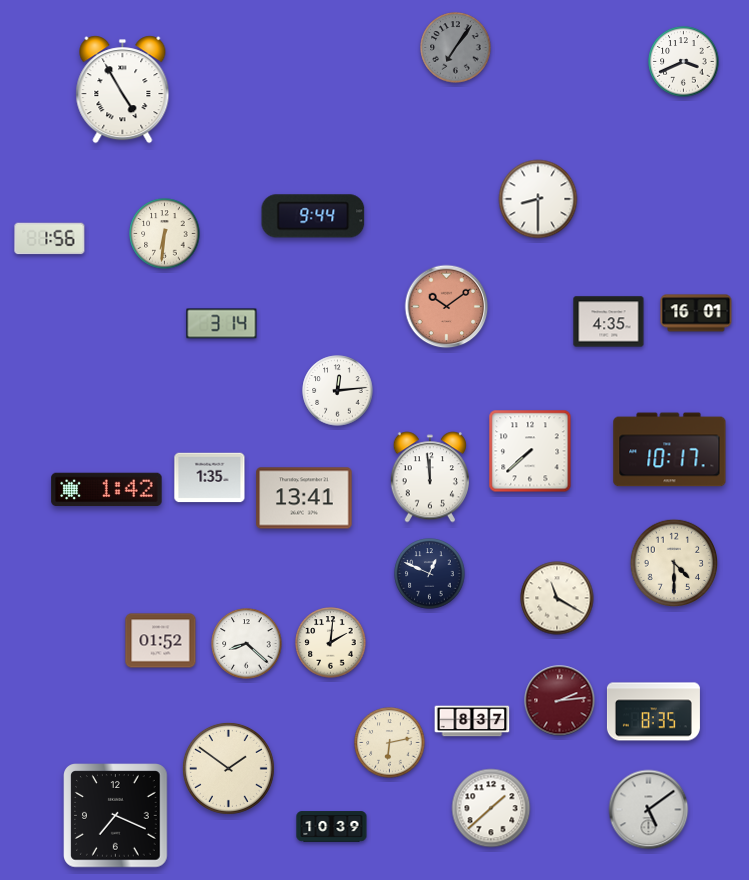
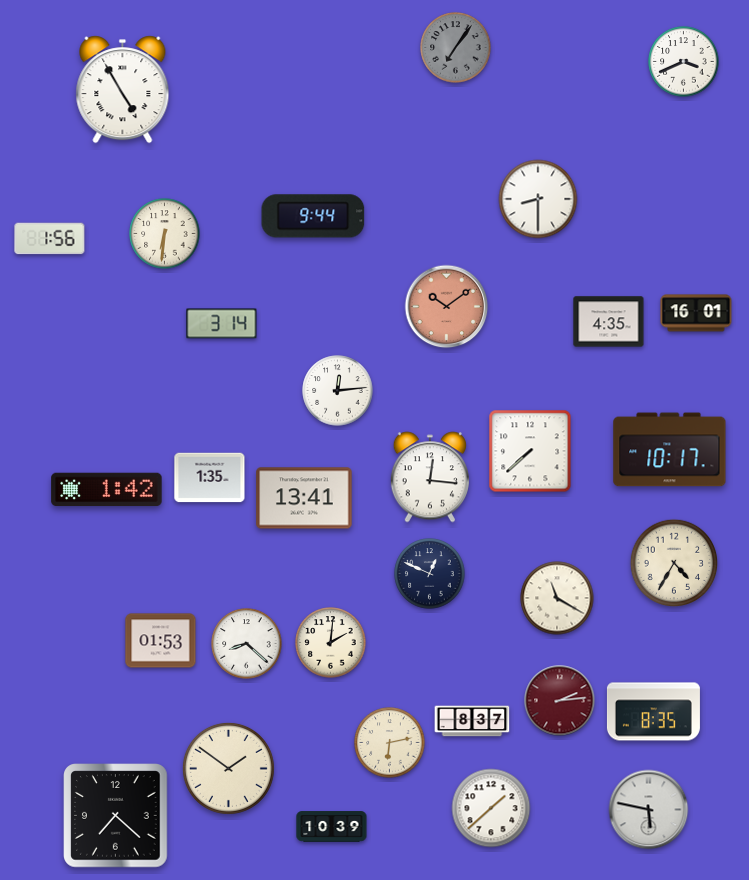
clock at (430, 477): 11:59 -> 12:16
clock at (674, 563): 4:30 -> 4:35
clock at (161, 641): 01:52 -> 01:53
clock at (649, 810): 5:09 -> 5:47
clock at (116, 816): 7:19 -> 7:22
